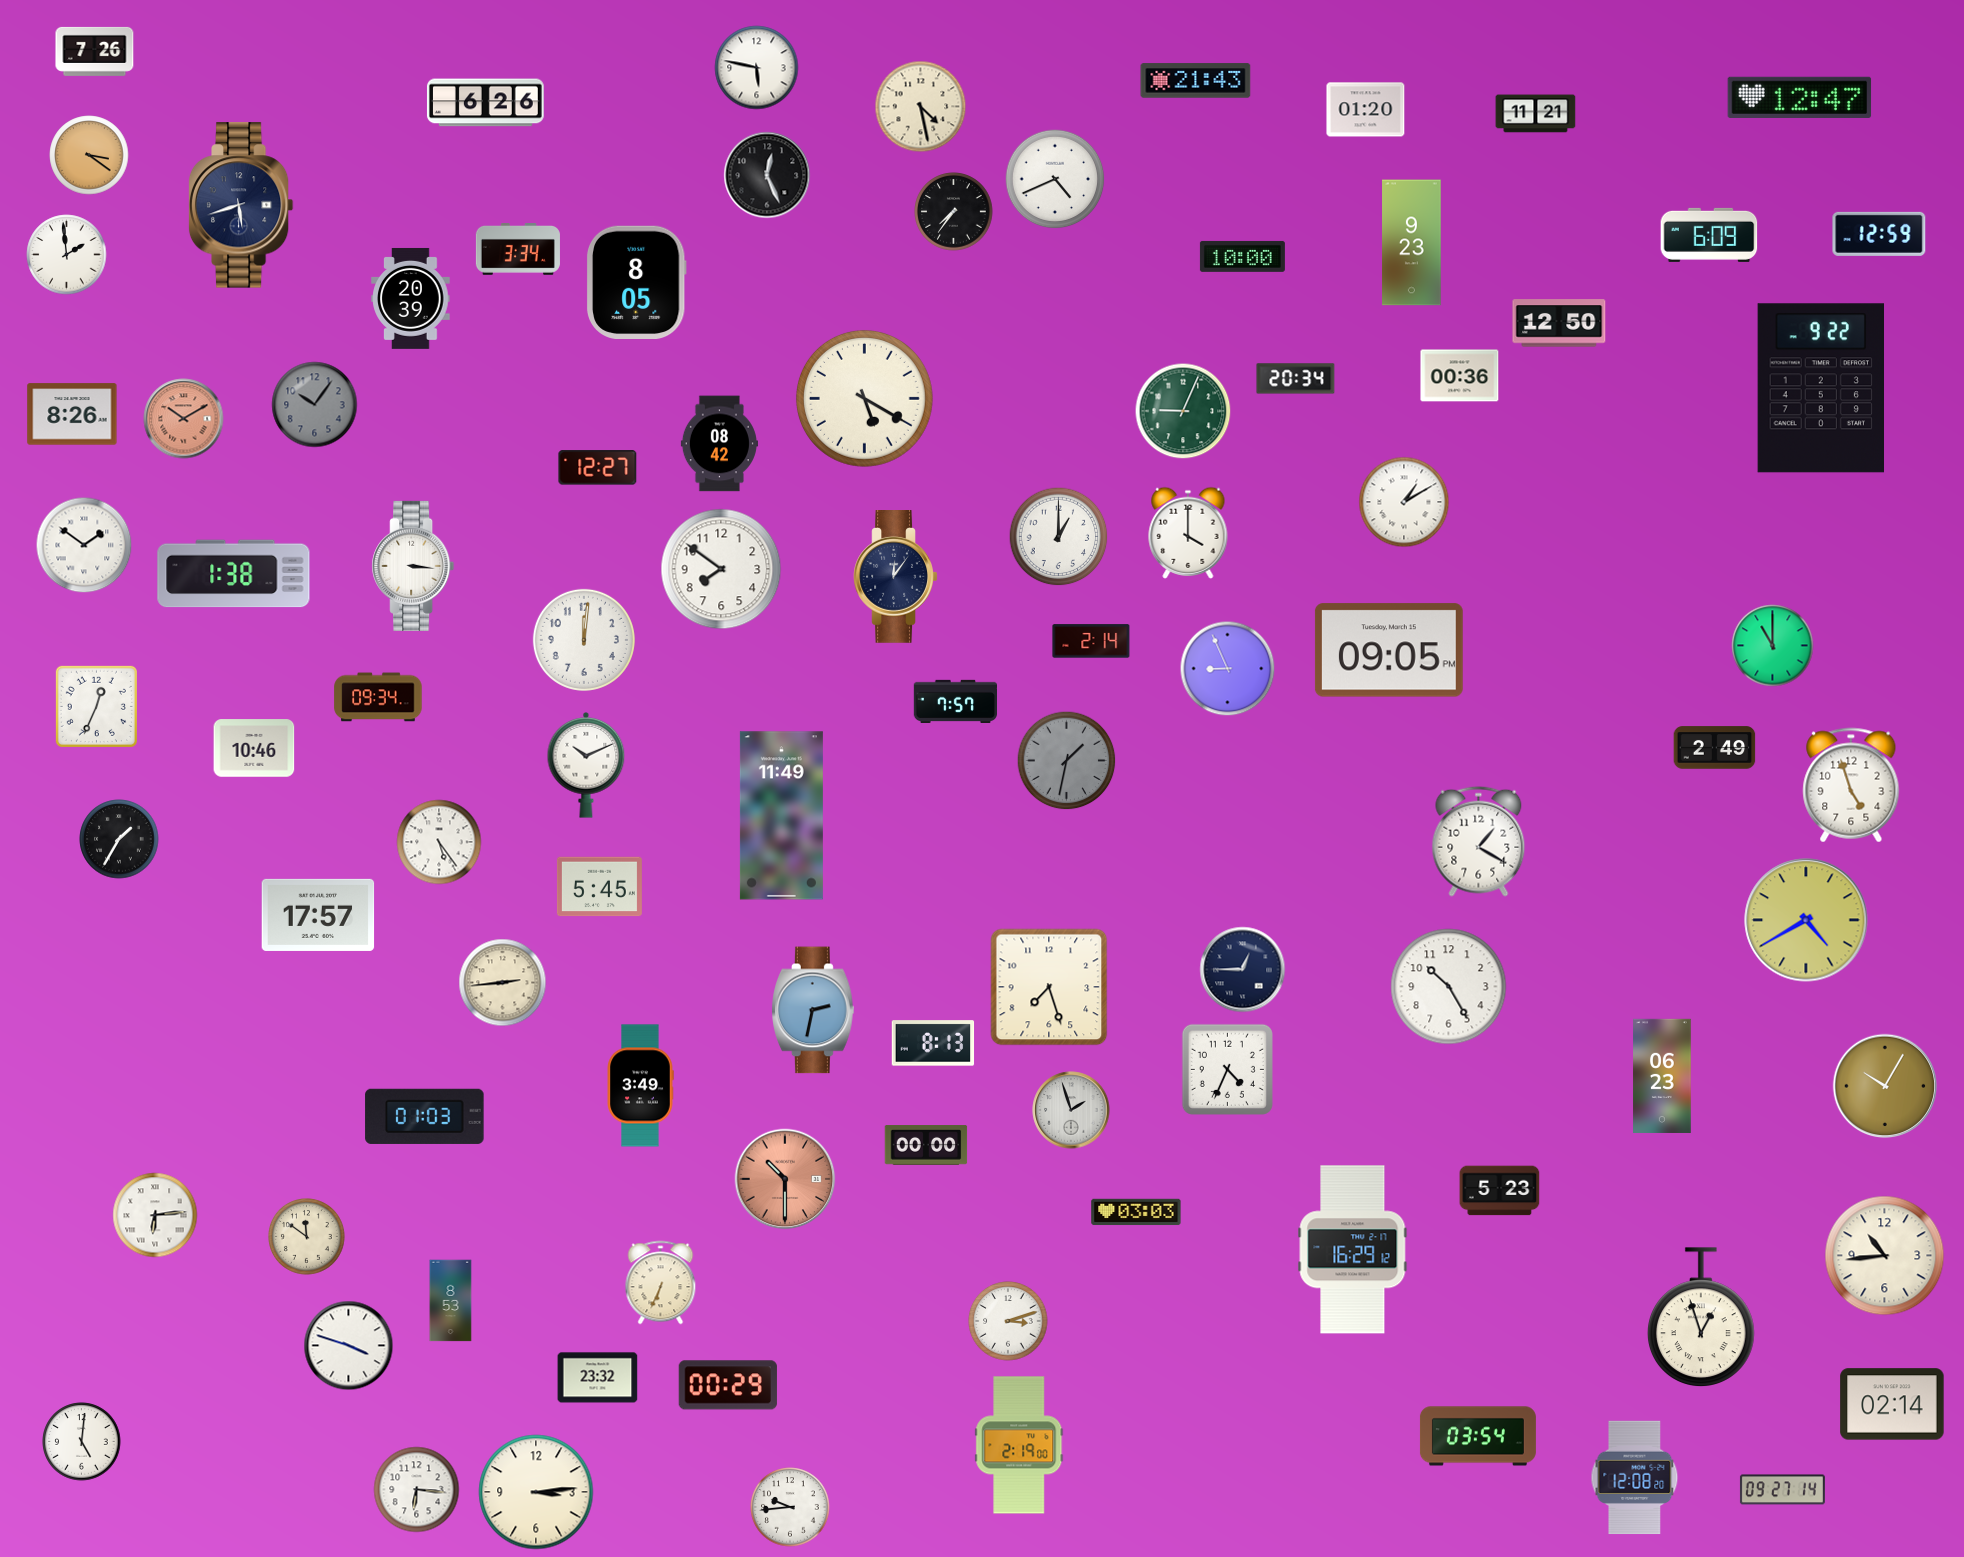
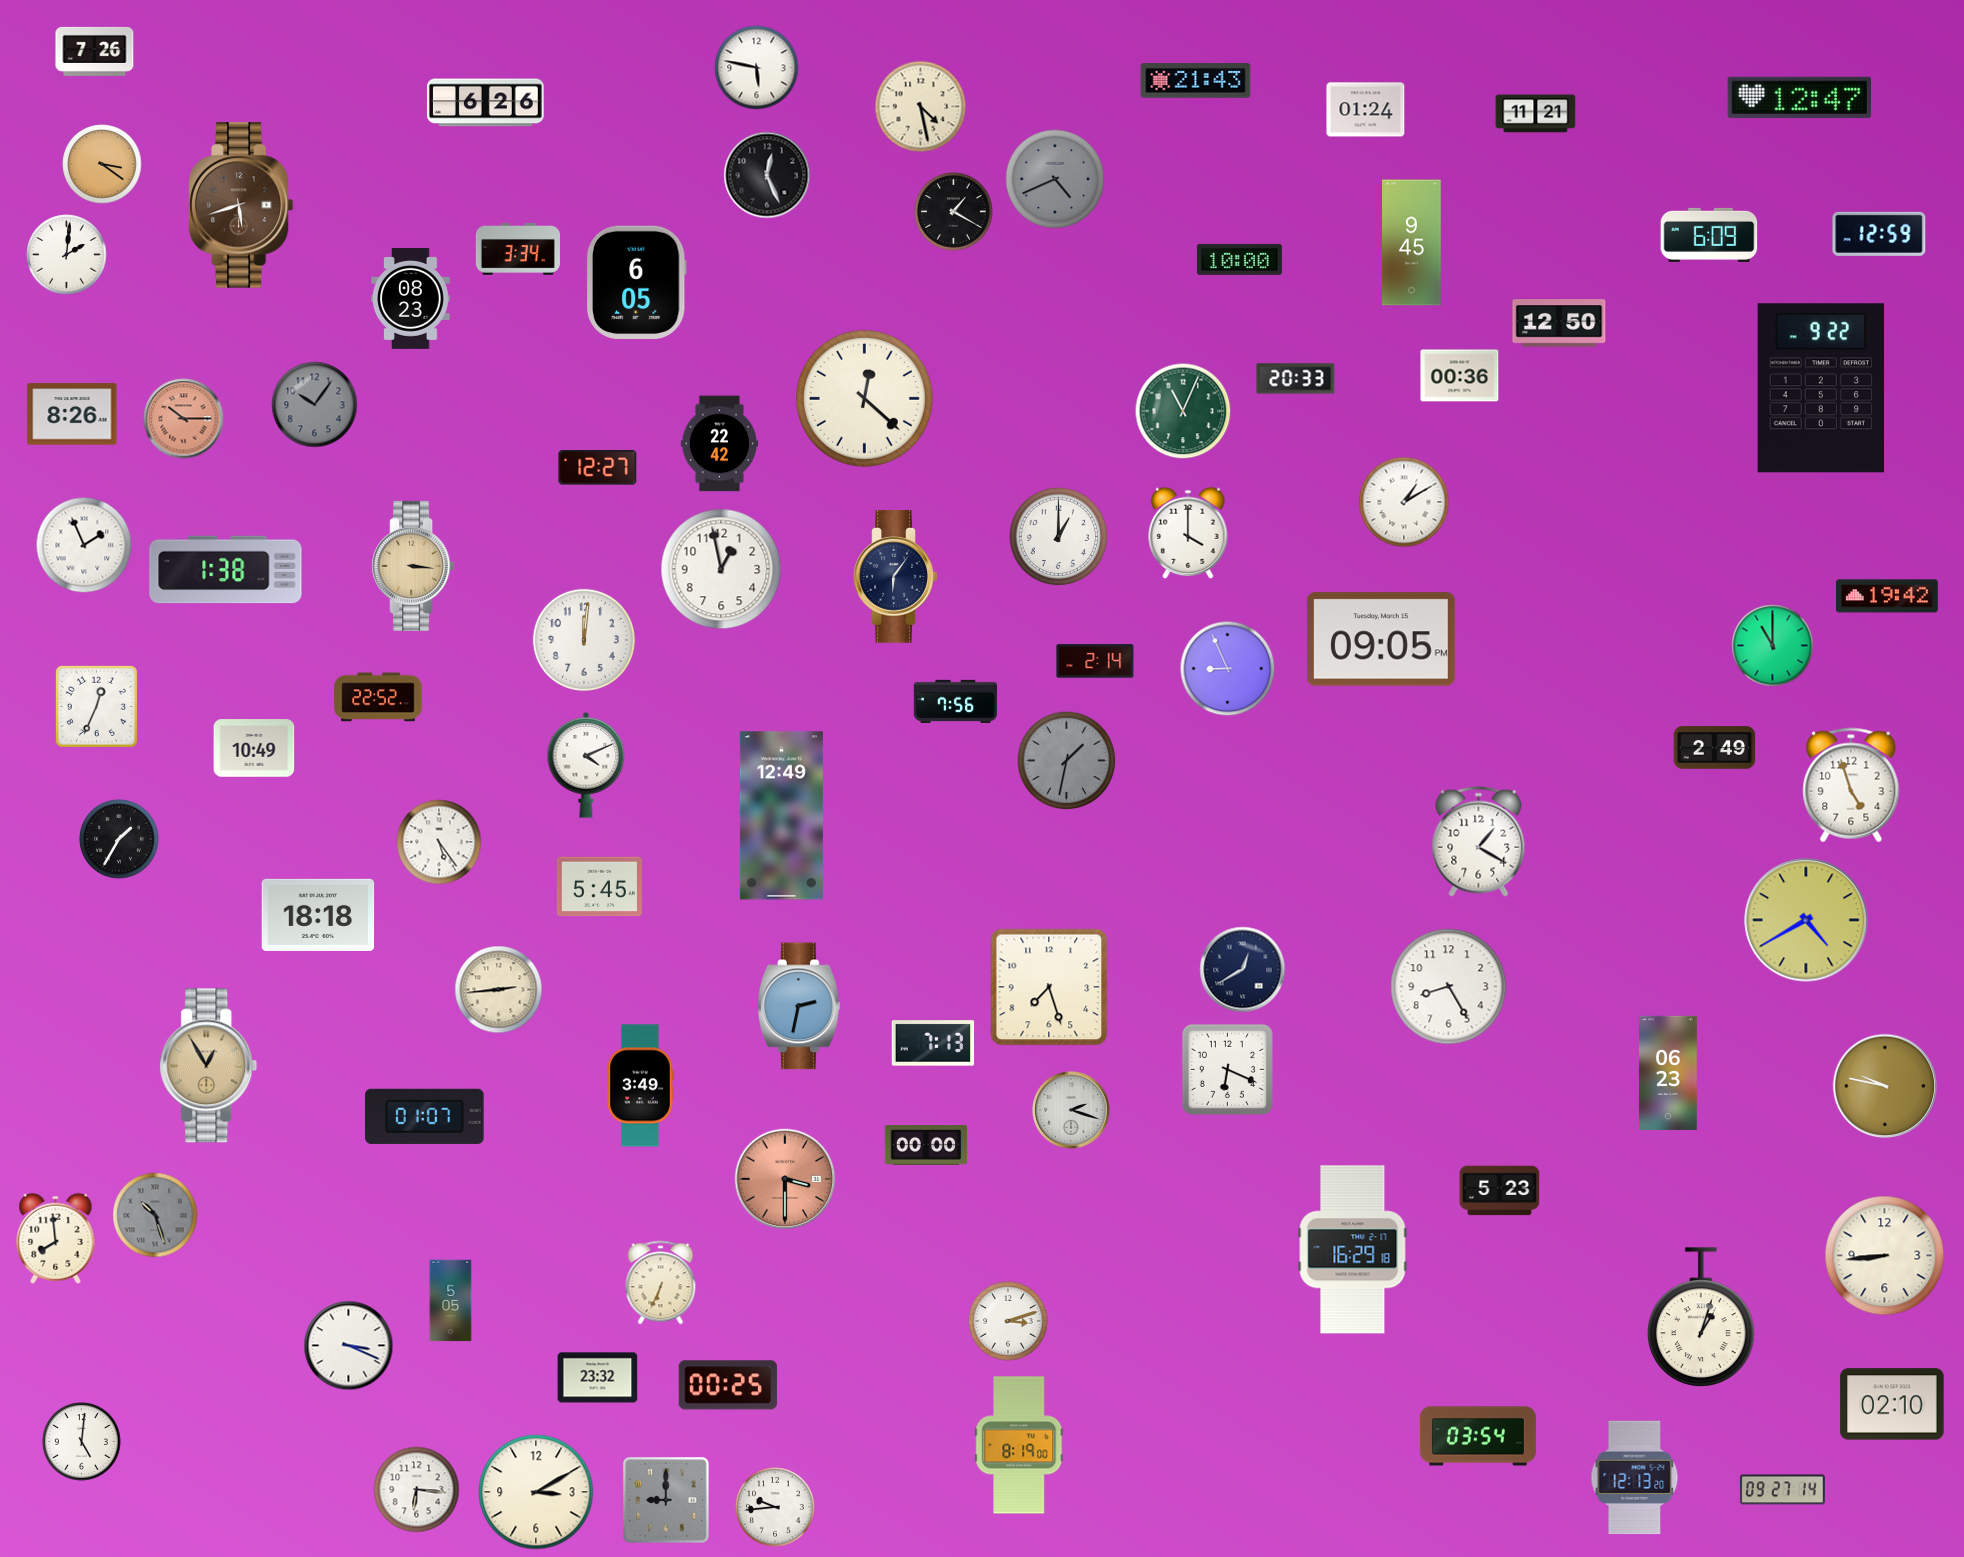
clock at (1366, 110): 01:20 -> 01:24
clock at (89, 155) position: (89, 155) -> (102, 164)
clock at (1055, 179) dial: white -> grey
clock at (241, 205) dial: navy -> brown
clock at (954, 212): 7:36 -> 1:20
clock at (1412, 243): 9:23 -> 9:45
clock at (67, 255): 1:59 -> 2:01
clock at (1242, 256) position: (1242, 256) -> (1239, 259)
clock at (636, 282): 8:05 -> 6:05
clock at (411, 298): 20:39 -> 08:23
clock at (1296, 379): 20:34 -> 20:33
clock at (864, 398): 5:20 -> 12:22
clock at (1183, 411): 9:04 -> 11:04
clock at (184, 419): 10:10 -> 10:15
clock at (719, 444): 08:42 -> 22:42
clock at (84, 545): 1:51 -> 1:56
clock at (413, 566) dial: white -> champagne
clock at (721, 569): 7:51 -> 12:58
clock at (234, 574) position: (234, 574) -> (226, 570)
clock at (896, 577): 12:06 -> 6:06
clock at (1888, 596): none -> 19:42
clock at (1091, 641) position: (1091, 641) -> (1095, 661)
clock at (1389, 650) position: (1389, 650) -> (1381, 639)
clock at (378, 697): 09:34 -> 22:52
clock at (956, 701): 7:57 -> 7:56
clock at (254, 748): 10:46 -> 10:49
clock at (586, 766): 10:11 -> 4:11
clock at (781, 816): 11:49 -> 12:49
clock at (318, 915): 17:57 -> 18:18
clock at (1243, 970): 12:45 -> 12:40
clock at (503, 983) position: (503, 983) -> (499, 990)
clock at (1449, 987): 10:25 -> 8:25
clock at (813, 1010) position: (813, 1010) -> (799, 1006)
clock at (933, 1043): 8:13 -> 7:13
clock at (209, 1066): none -> 12:55
clock at (1227, 1069): 4:34 -> 6:19
clock at (1662, 1076) position: (1662, 1076) -> (1668, 1073)
clock at (1885, 1086): 10:05 -> 9:47
clock at (1071, 1110): 1:57 -> 2:18
clock at (425, 1116): 01:03 -> 01:07
clock at (785, 1179): 10:30 -> 3:30
clock at (1136, 1212): 03:03 -> none
clock at (155, 1215): 6:14 -> 10:27
clock at (155, 1215) dial: white -> grey
clock at (307, 1237): 11:51 -> none
clock at (56, 1238): none -> 7:59
clock at (1353, 1250): 16:29:12 -> 16:29:18
clock at (1885, 1256): 10:44 -> 8:44
clock at (451, 1301): 8:53 -> 5:05
clock at (1702, 1317): 12:57 -> 1:03
clock at (349, 1346): 3:48 -> 3:19
clock at (728, 1385): 00:29 -> 00:25
clock at (1892, 1404): 02:14 -> 02:10
clock at (1019, 1445): 2:19 -> 8:19
clock at (1635, 1478): 12:08 -> 12:13
clock at (536, 1492): 3:14 -> 3:10
clock at (666, 1500): none -> 9:00
clock at (790, 1507) position: (790, 1507) -> (775, 1507)
